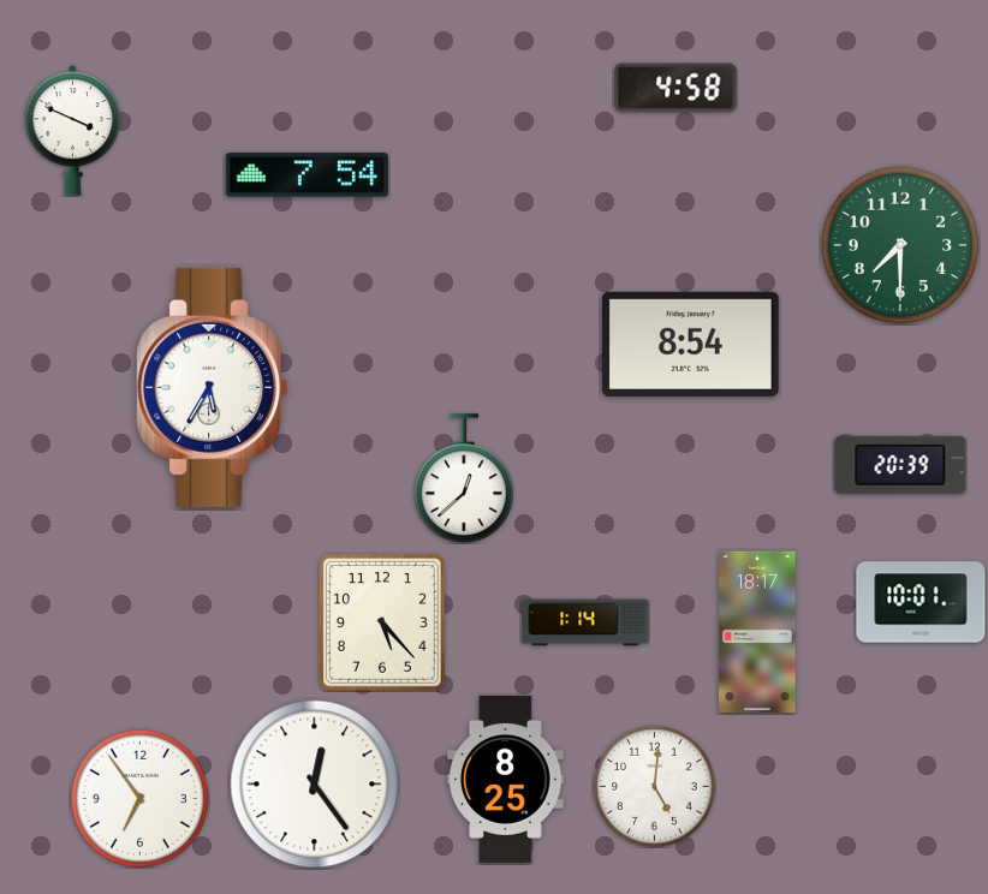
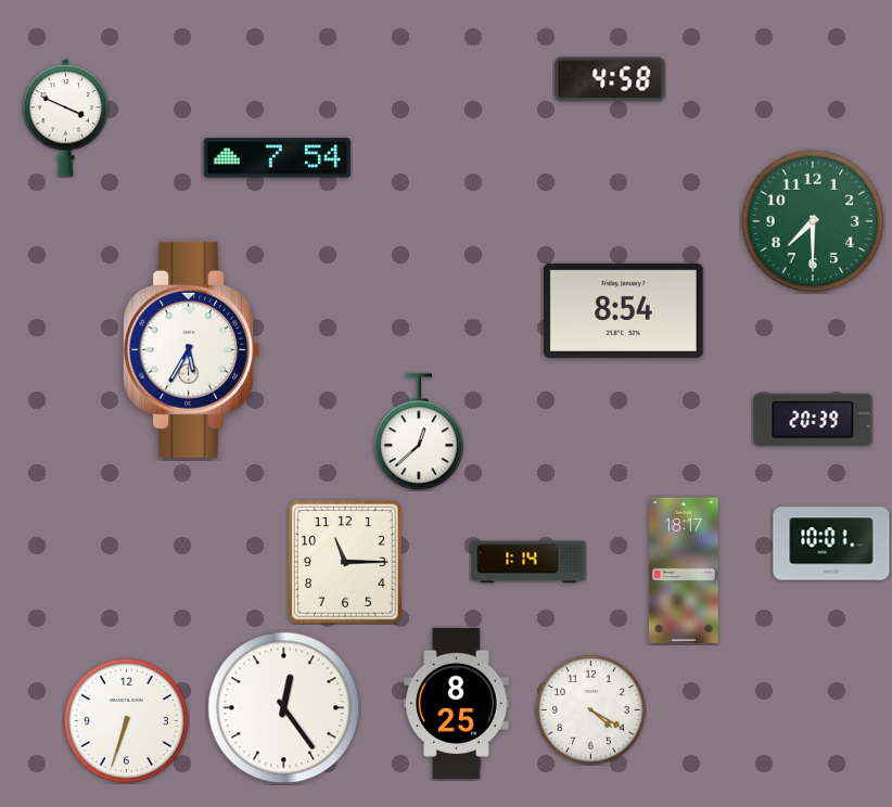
clock at (382, 624): 5:23 -> 11:15
clock at (655, 787): 5:01 -> 4:20
clock at (139, 798): 6:54 -> 6:33
